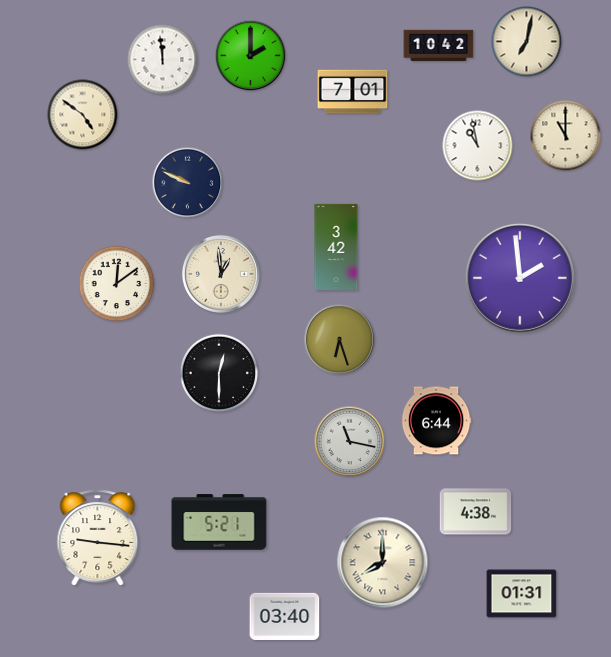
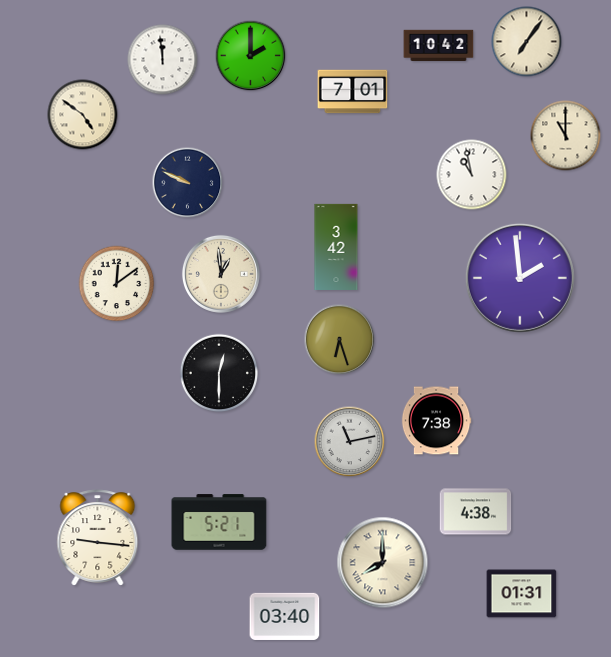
clock at (527, 42): 7:02 -> 7:06
clock at (478, 146) position: (478, 146) -> (472, 175)
clock at (436, 421): 6:44 -> 7:38
clock at (350, 442): 11:17 -> 11:13
